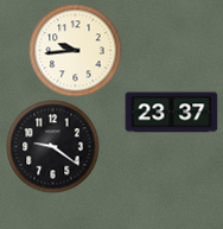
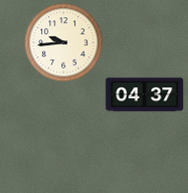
clock at (171, 113): 23:37 -> 04:37
clock at (52, 146): 9:21 -> none
